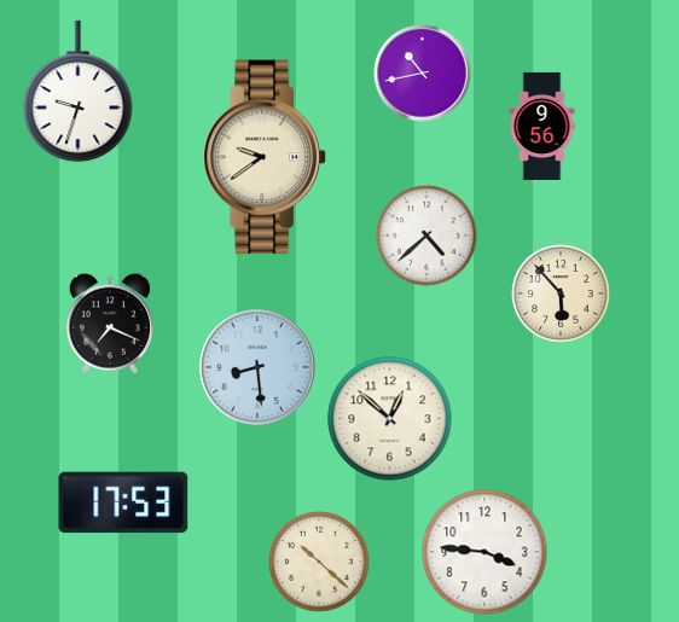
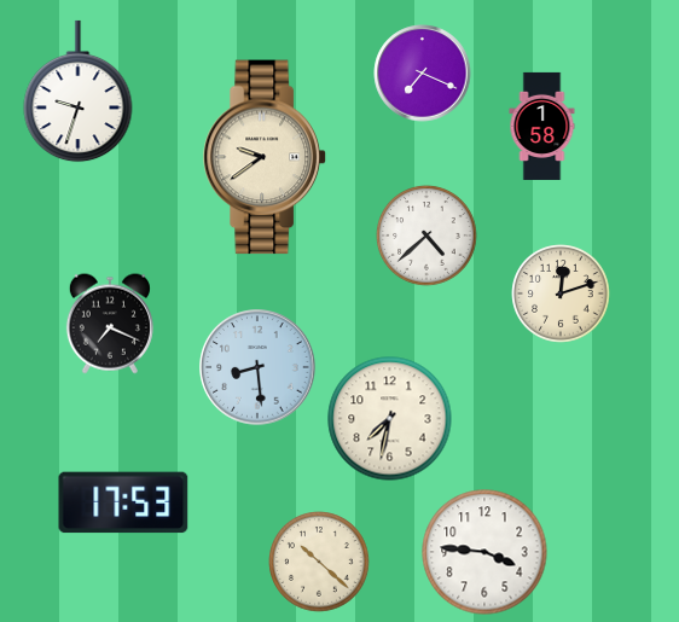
clock at (423, 74): 10:43 -> 7:19
clock at (542, 126): 9:56 -> 1:58
clock at (561, 293): 5:53 -> 12:12
clock at (390, 419): 12:52 -> 7:32
